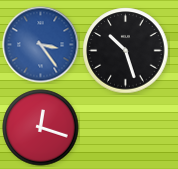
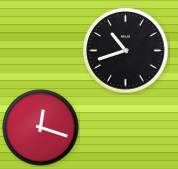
clock at (41, 45): 3:24 -> none
clock at (126, 51): 10:27 -> 10:42
